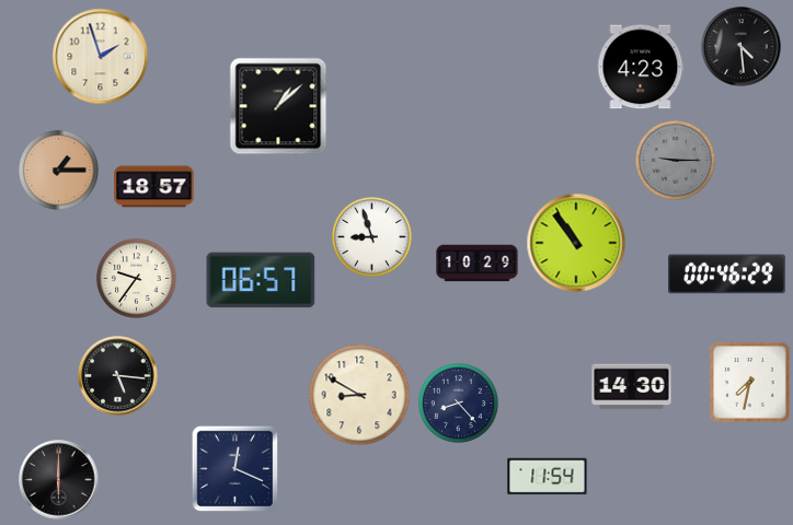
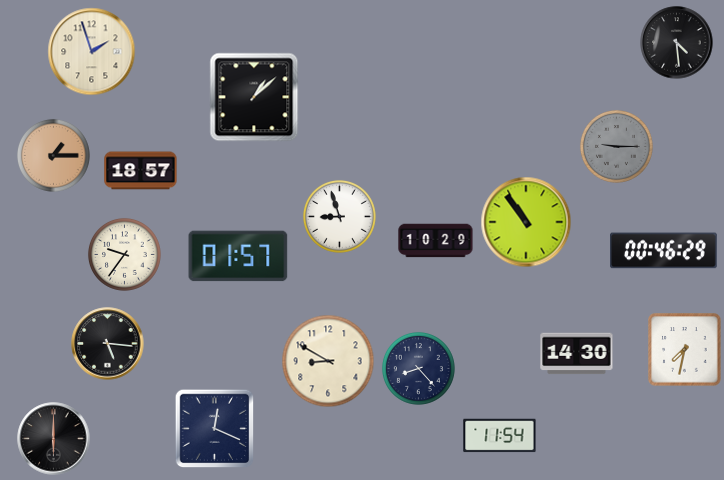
clock at (641, 67): 4:23 -> none
clock at (261, 280): 06:57 -> 01:57
